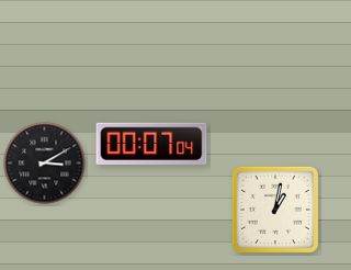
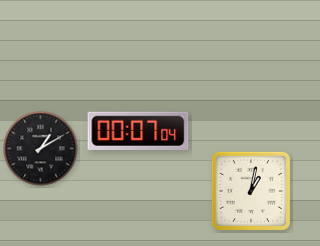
clock at (45, 164): 3:10 -> 1:10
